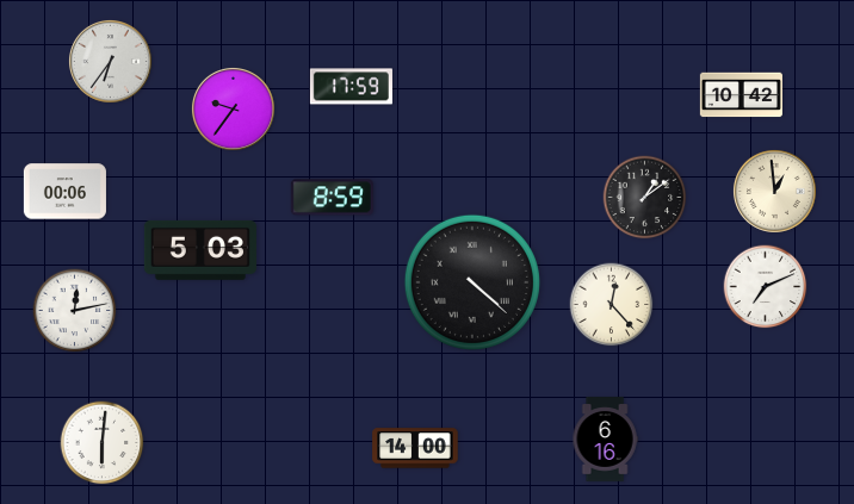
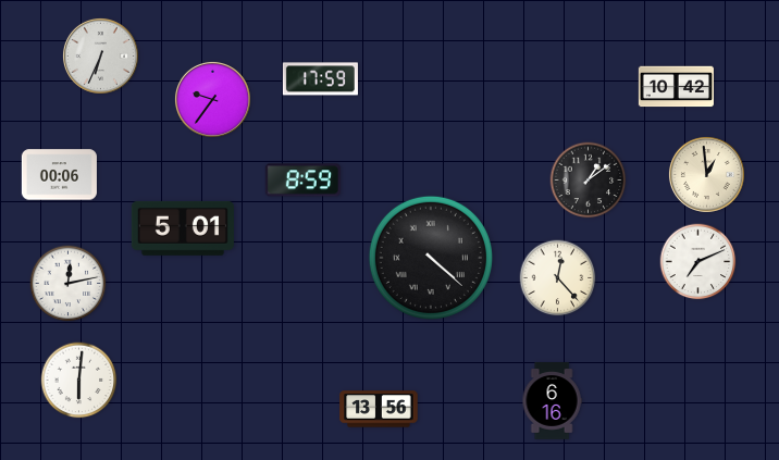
clock at (110, 61): 6:36 -> 6:34
clock at (200, 250): 5:03 -> 5:01
clock at (103, 443) position: (103, 443) -> (79, 381)
clock at (415, 448): 14:00 -> 13:56
